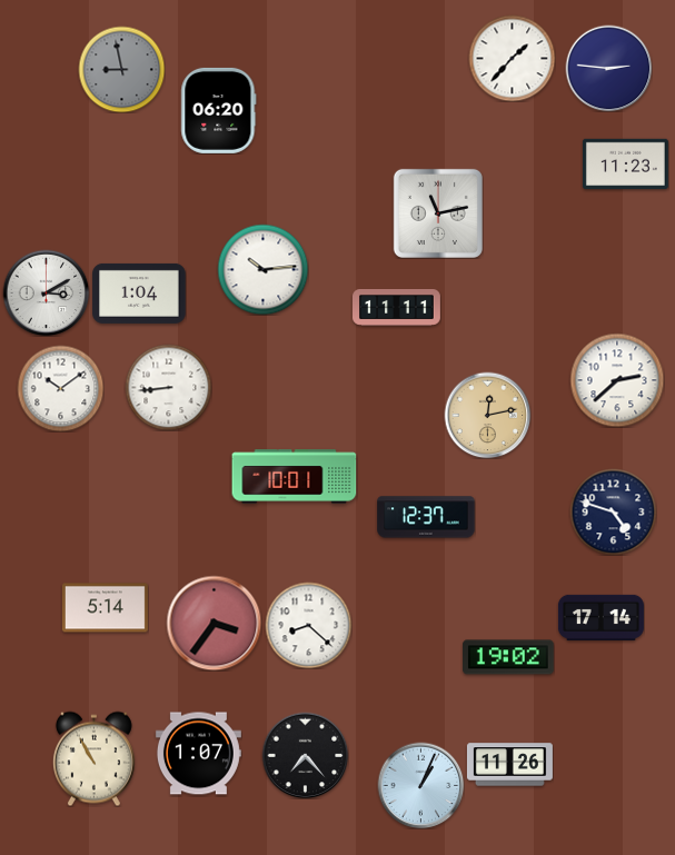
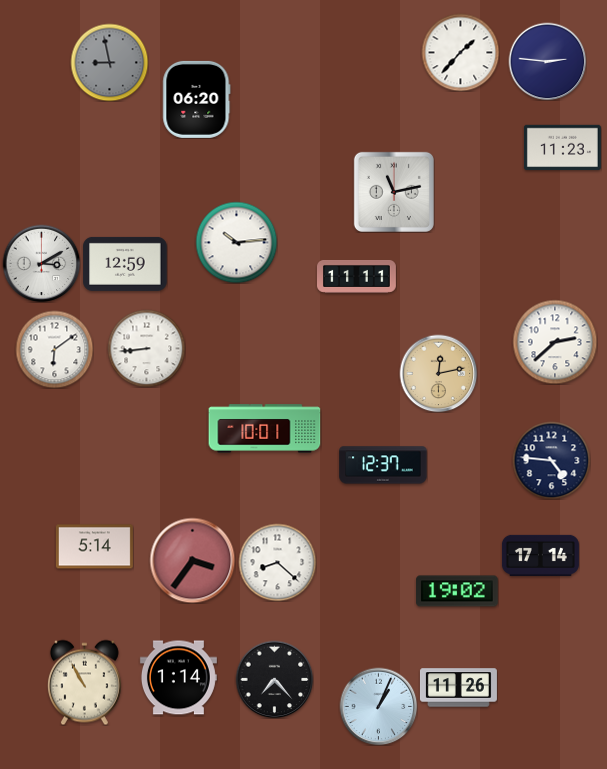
clock at (139, 294): 1:04 -> 12:59
clock at (168, 387) position: (168, 387) -> (146, 348)
clock at (60, 388): 10:09 -> 6:09
clock at (613, 511): 4:48 -> 4:46
clock at (198, 754): 1:07 -> 1:14
